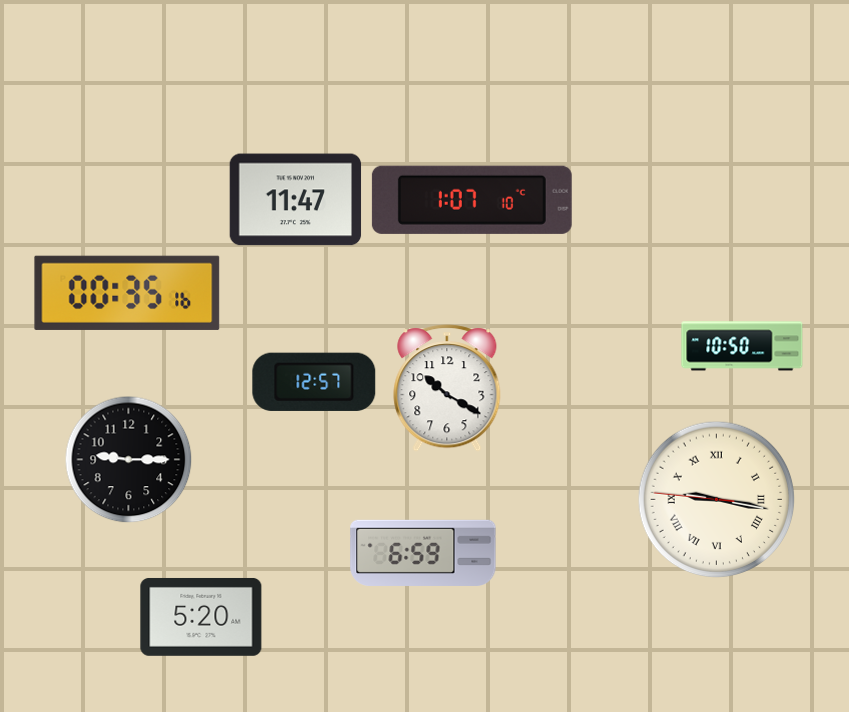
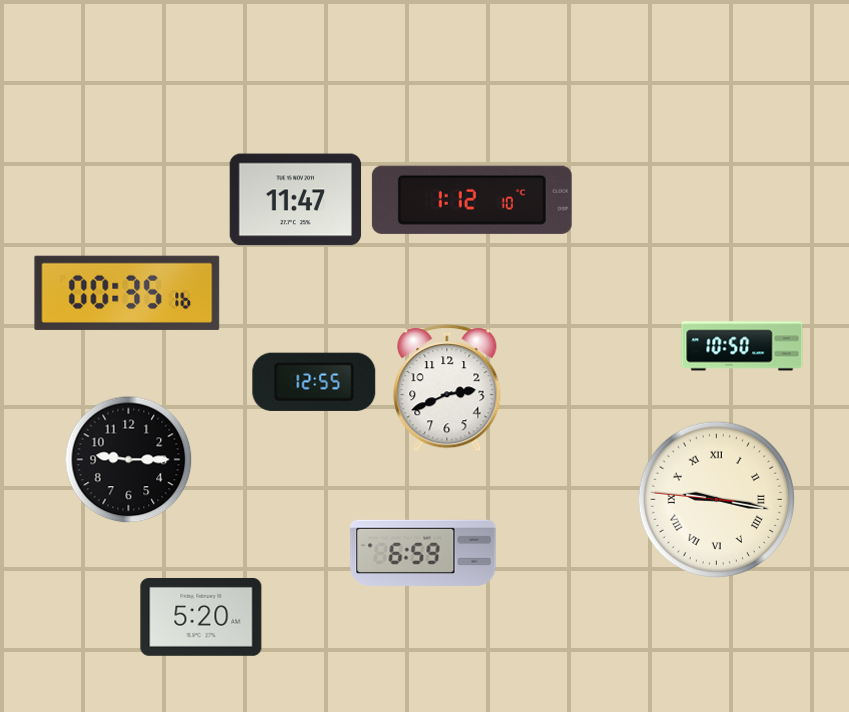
clock at (472, 200): 1:07 -> 1:12
clock at (314, 382): 12:57 -> 12:55
clock at (447, 388): 10:20 -> 2:41
